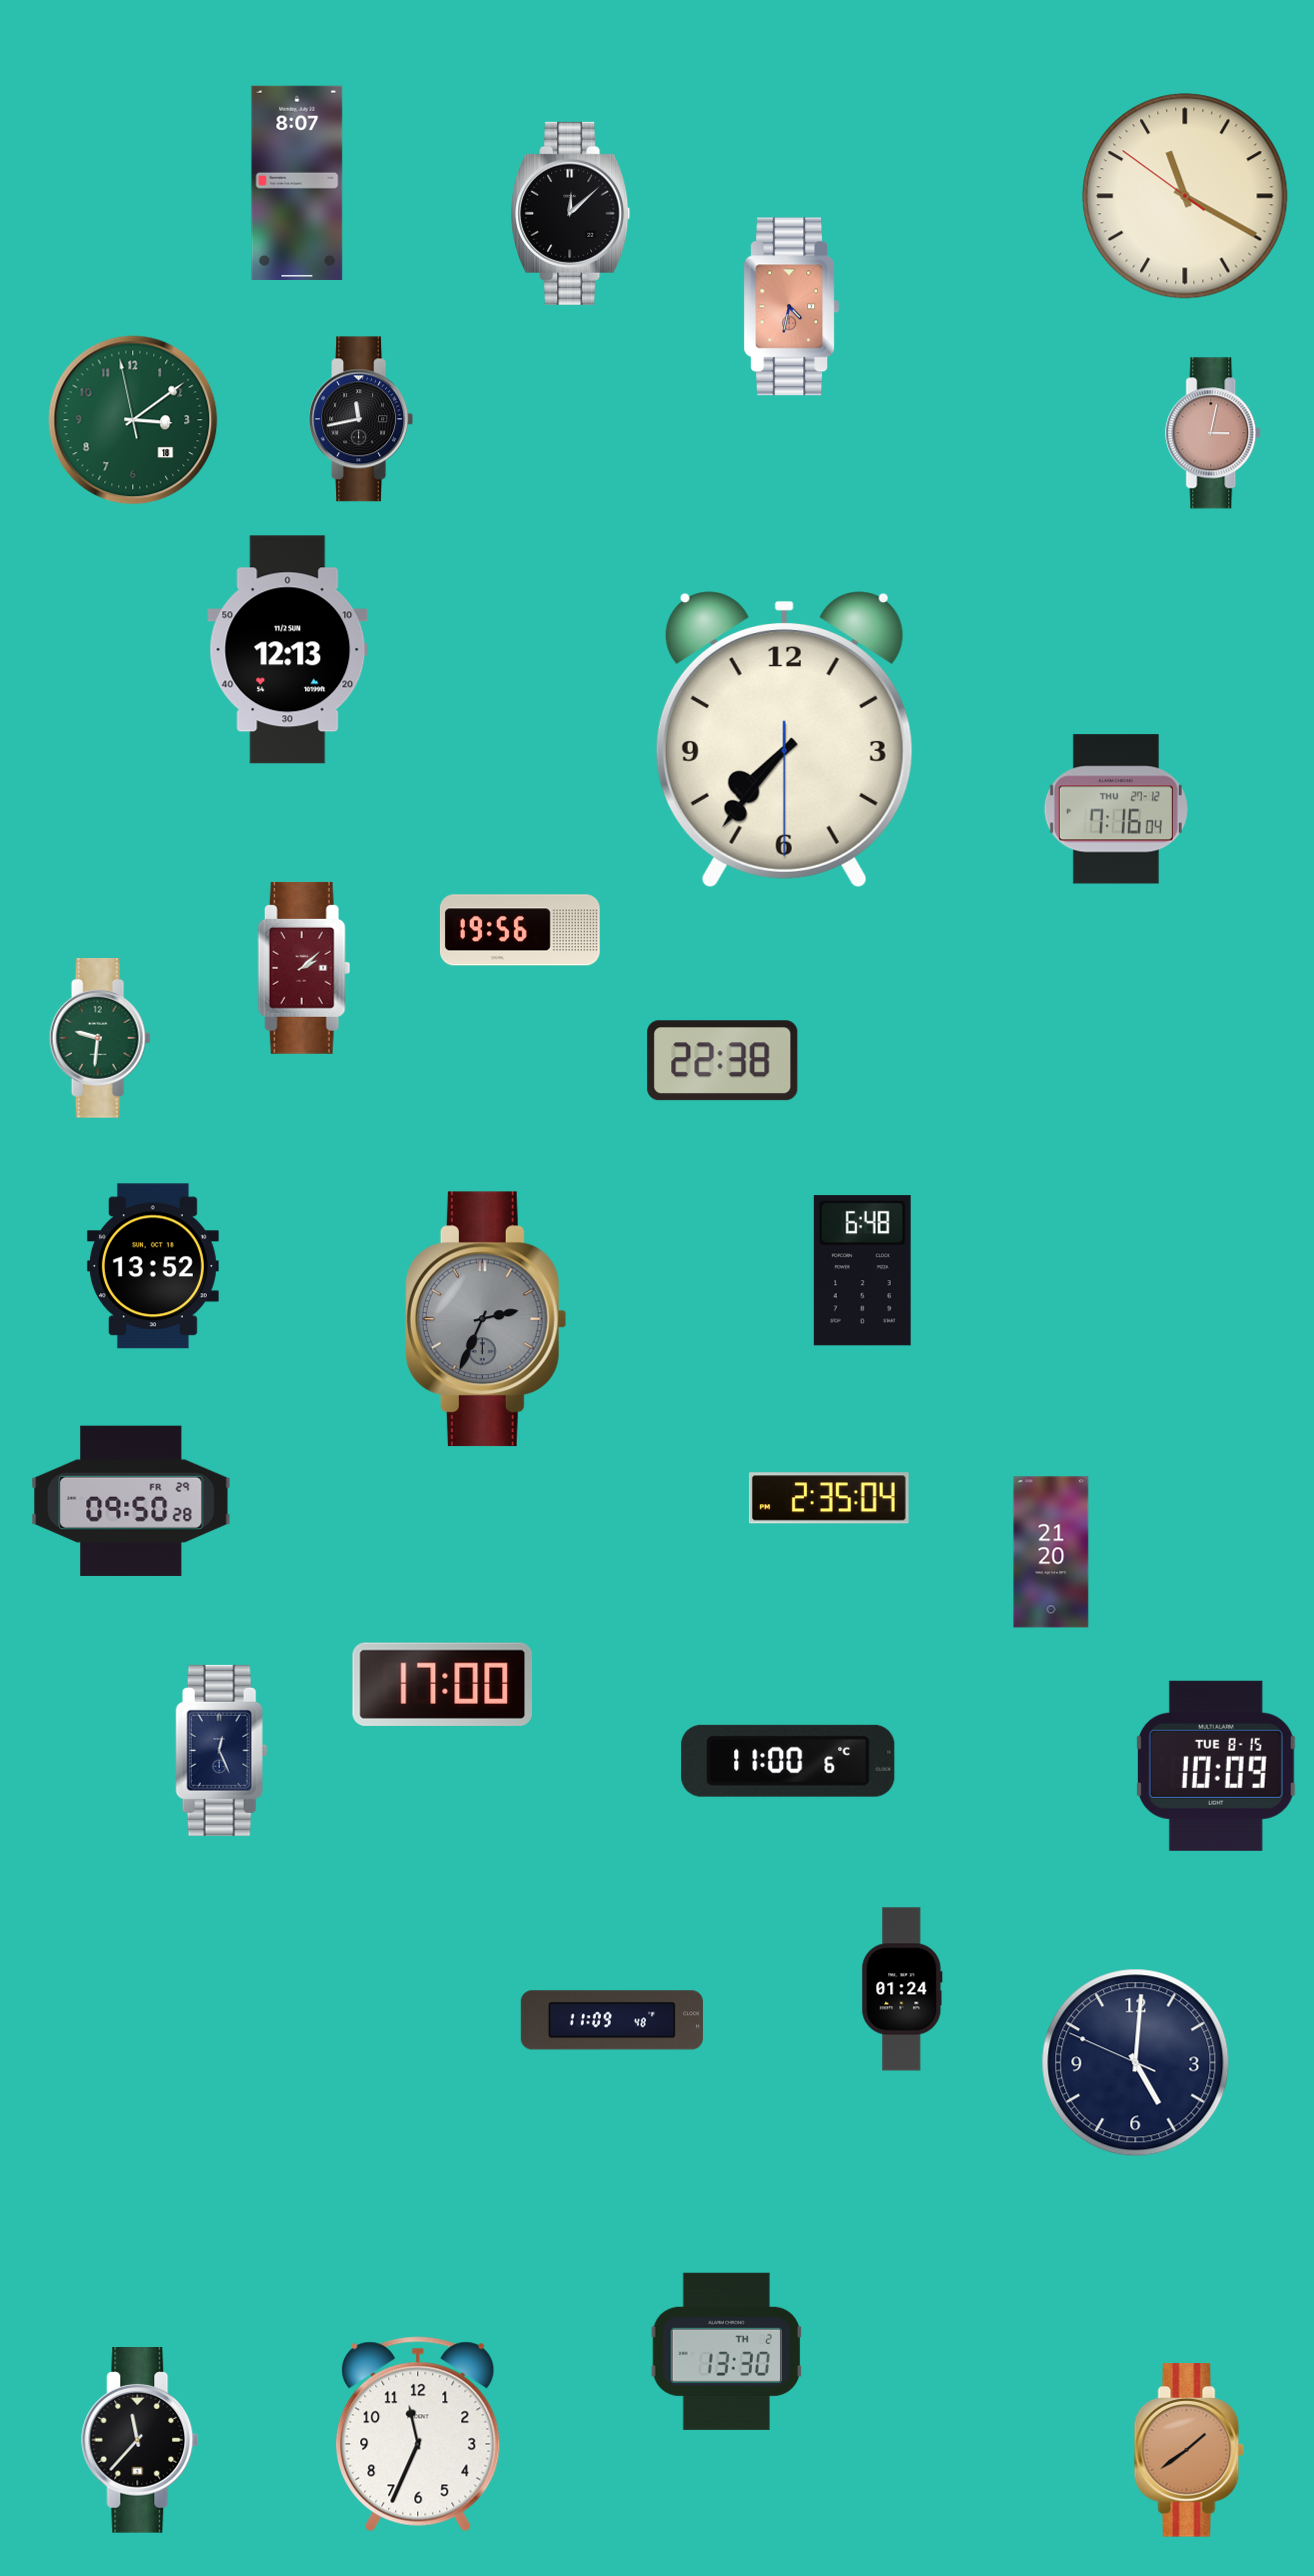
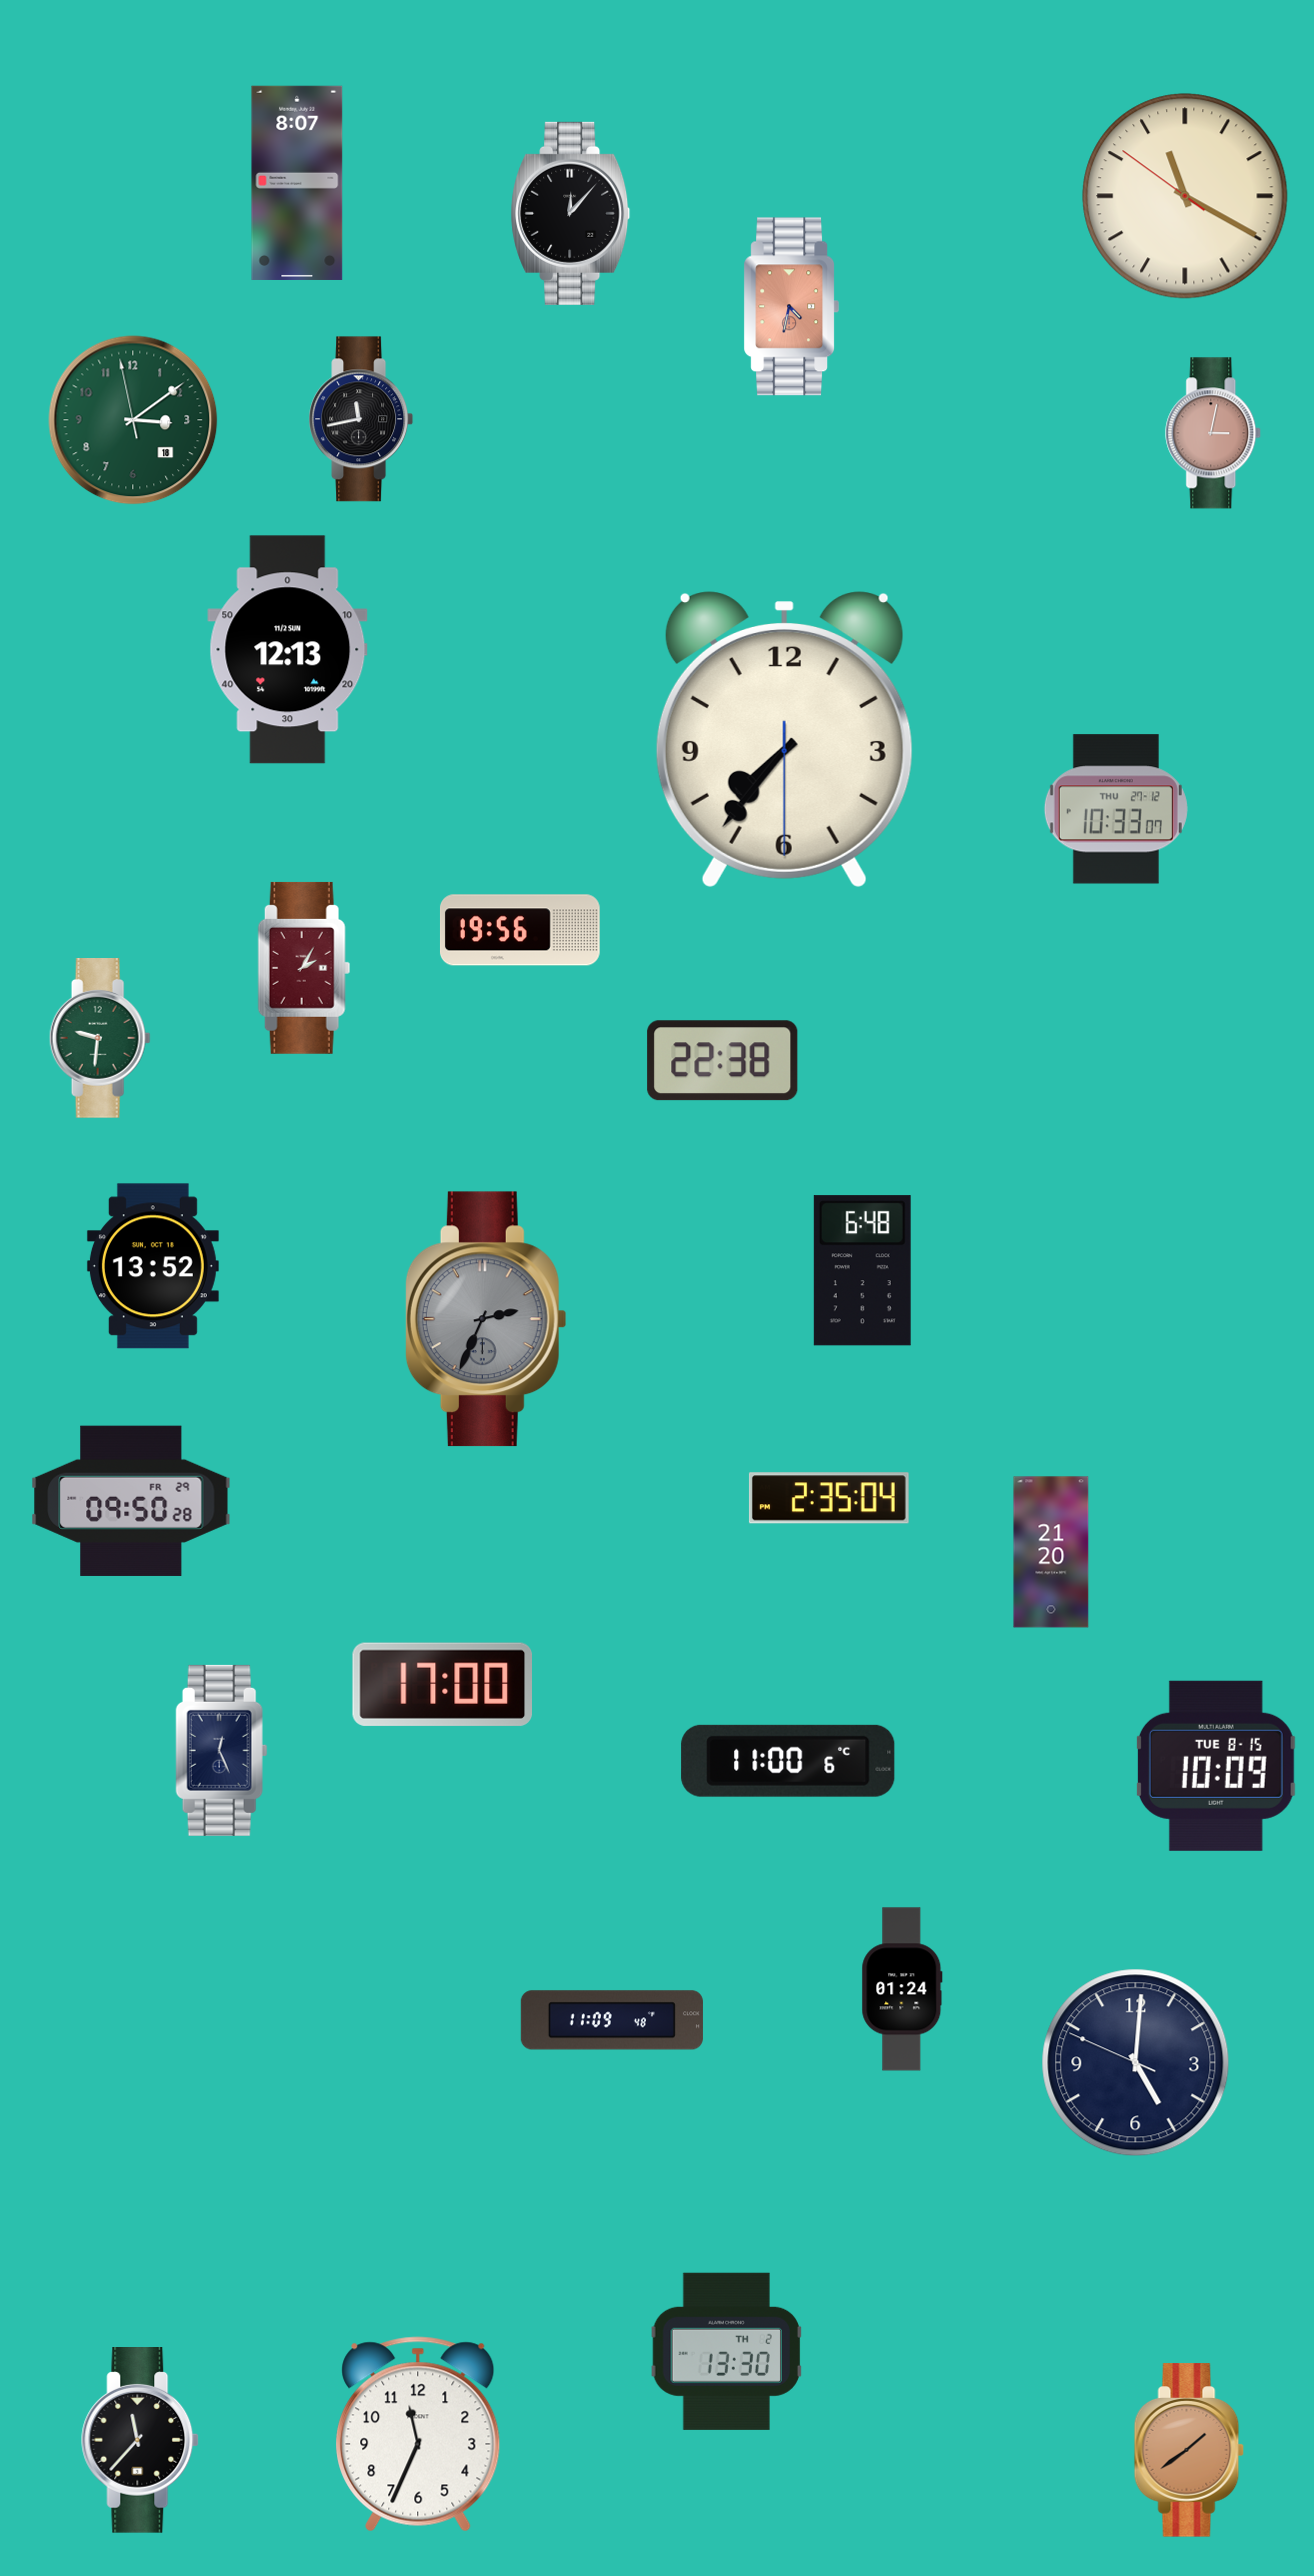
clock at (571, 213): 12:08 -> 12:07
clock at (1116, 809): 7:16 -> 10:33
clock at (304, 968): 2:08 -> 2:05
